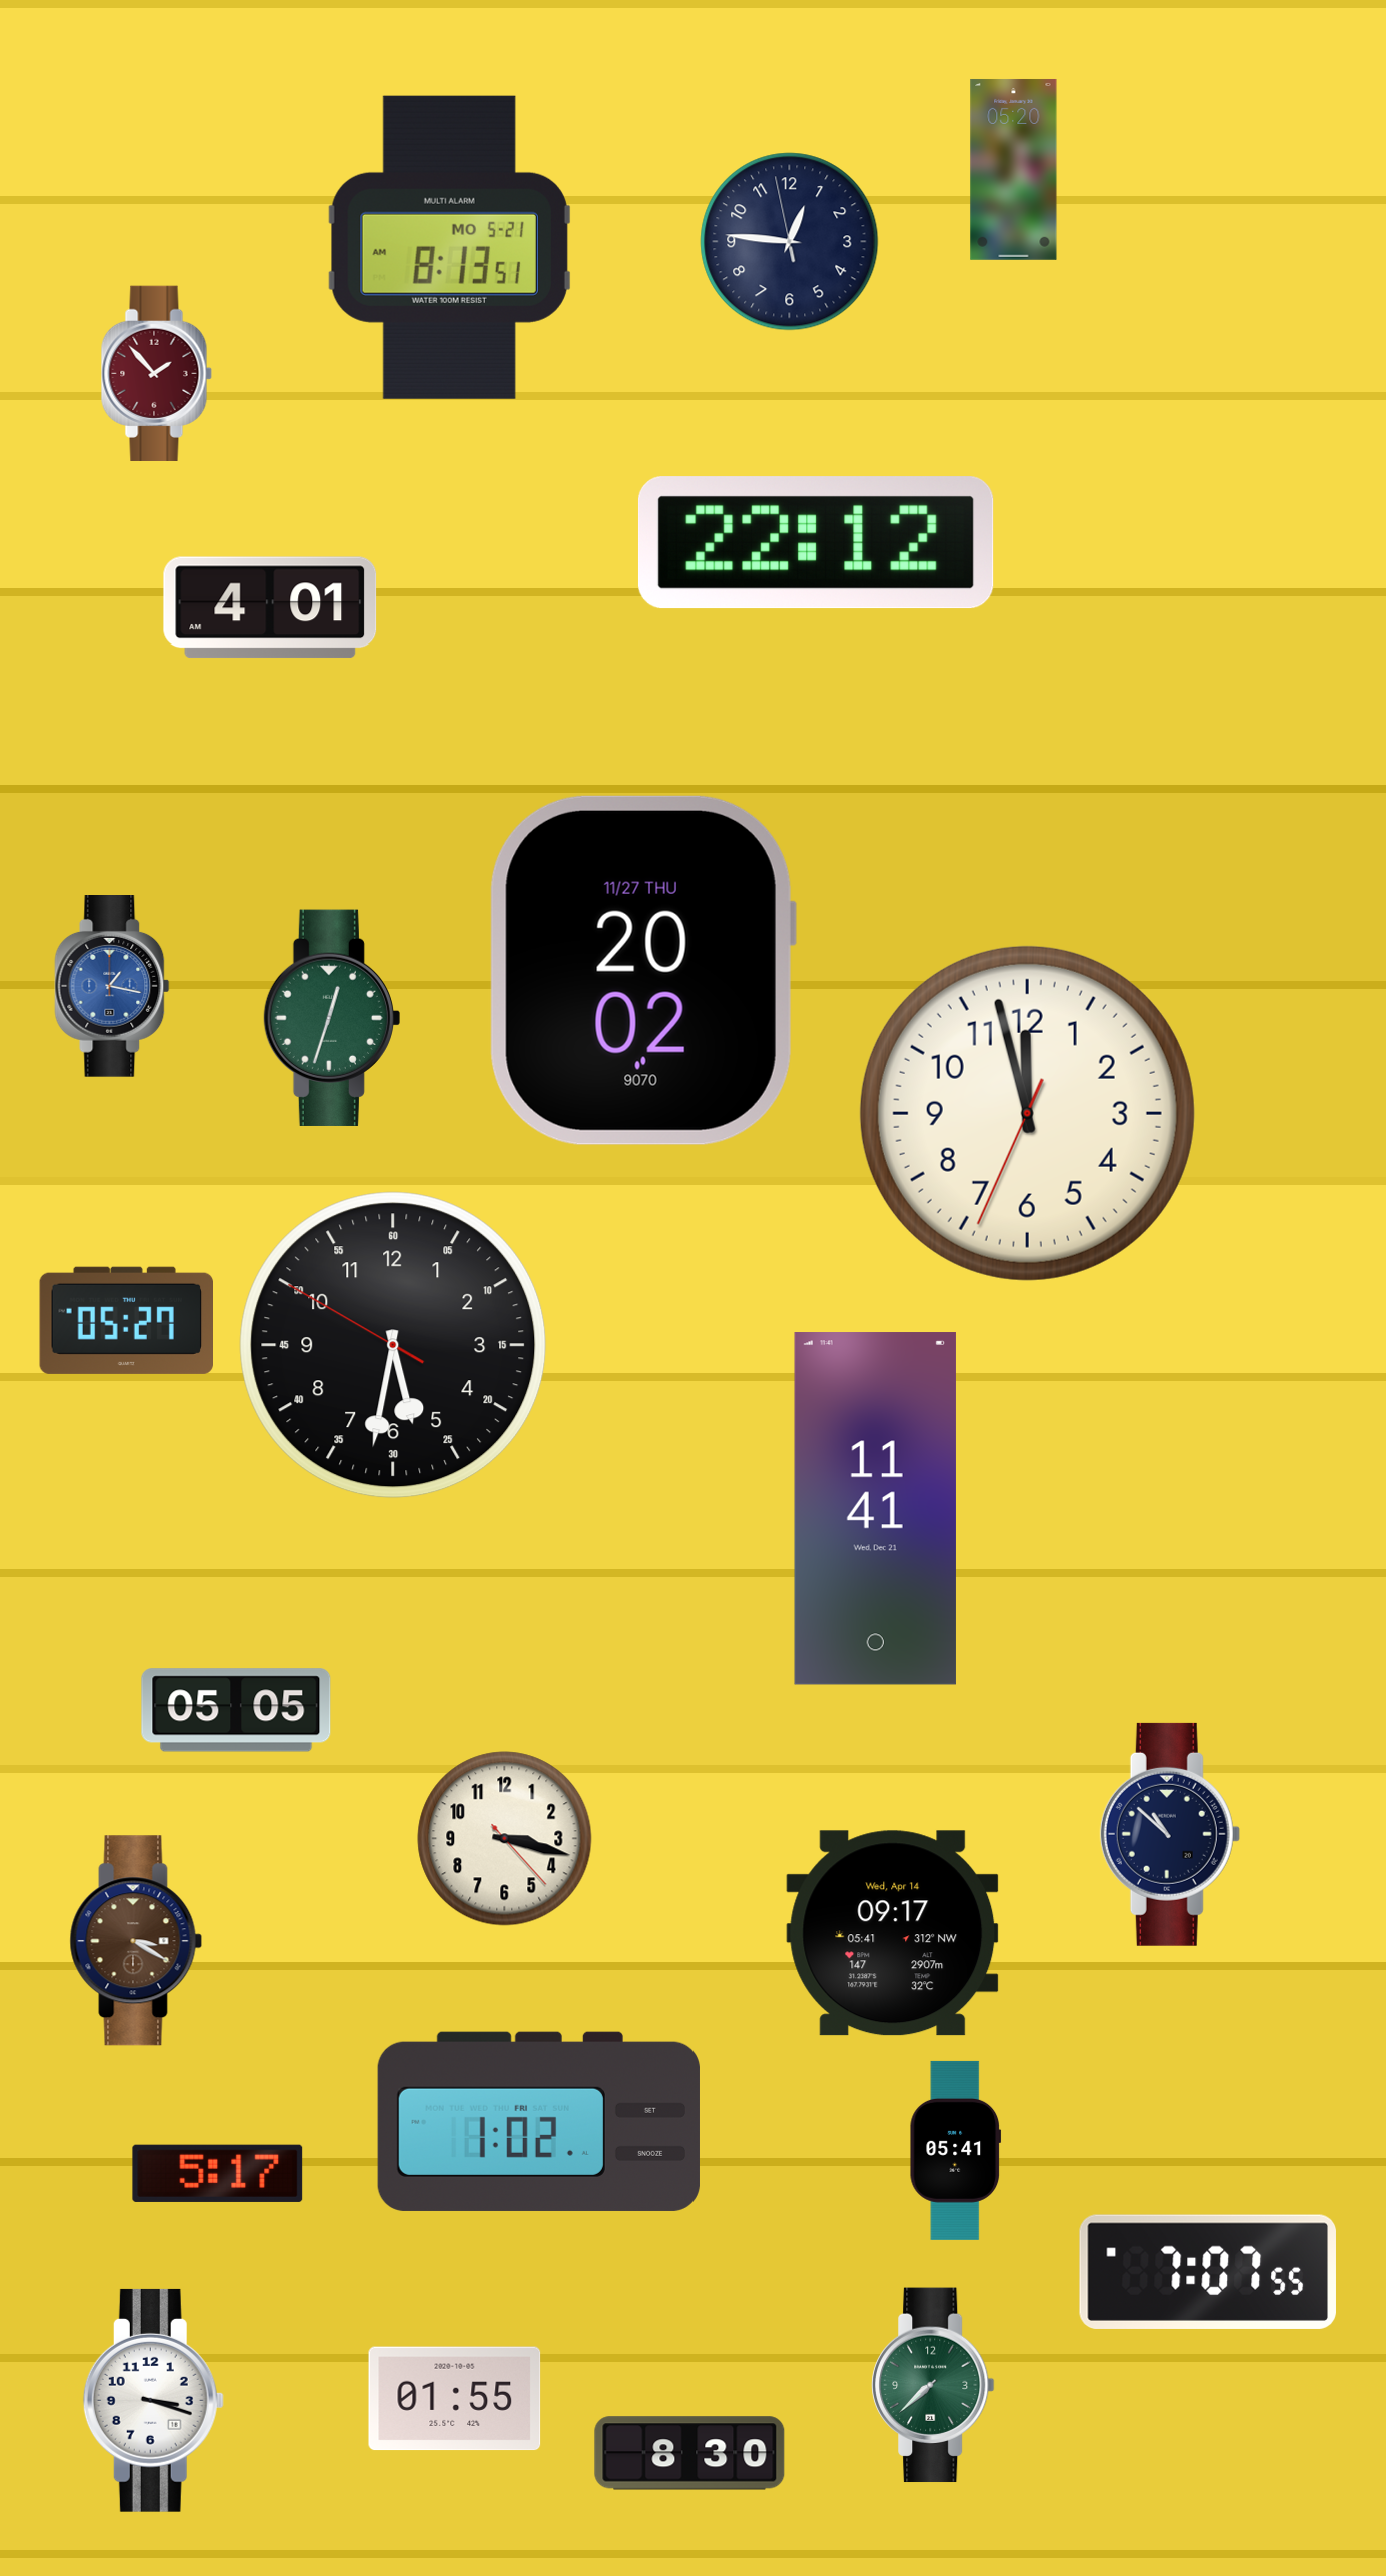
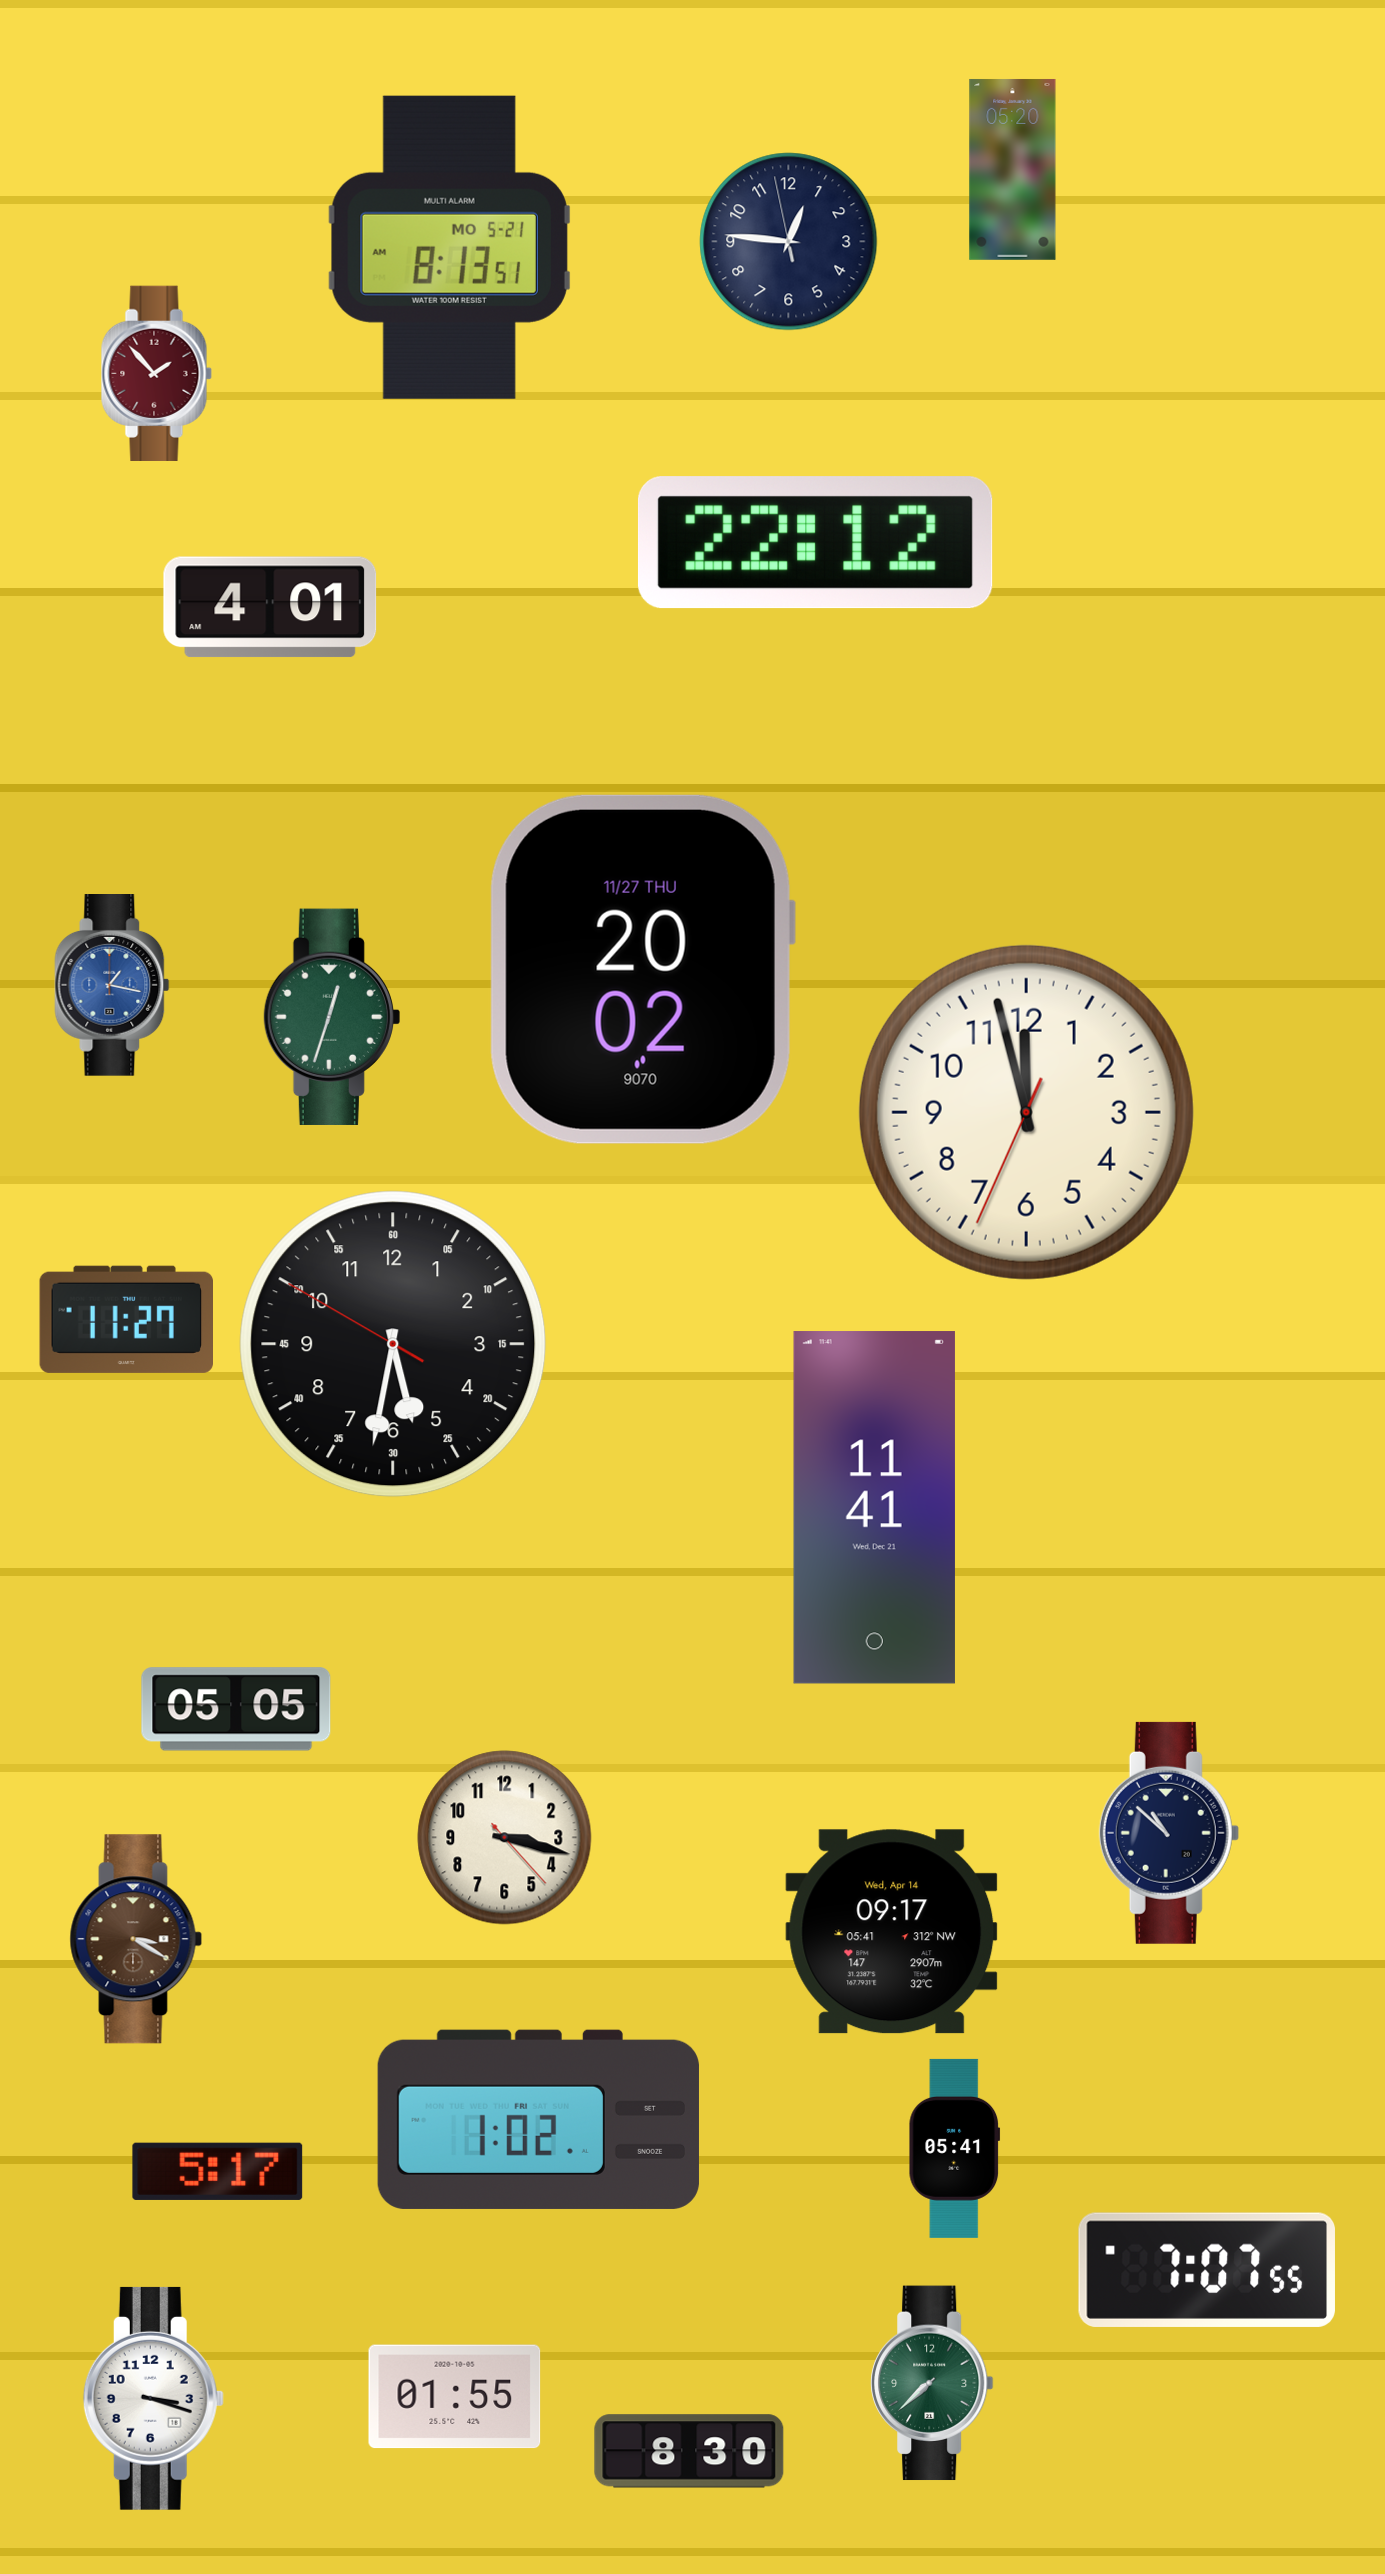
clock at (126, 1320): 05:27 -> 11:27
